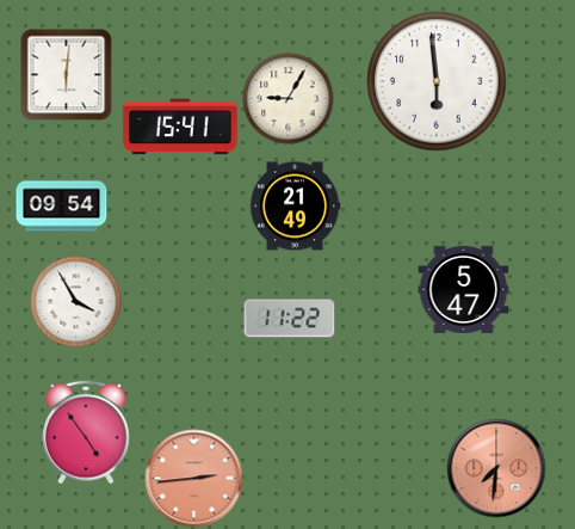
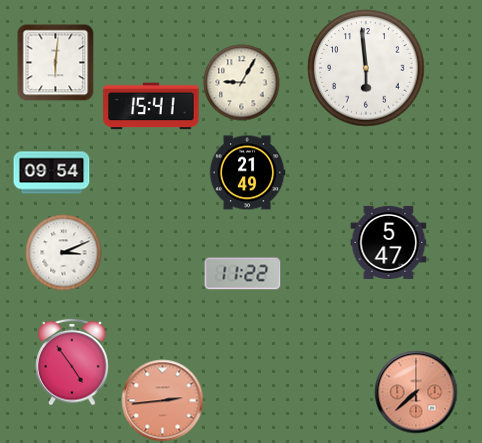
clock at (76, 302): 3:55 -> 3:11
clock at (290, 319) position: (290, 319) -> (243, 274)
clock at (496, 468): 7:31 -> 7:38
